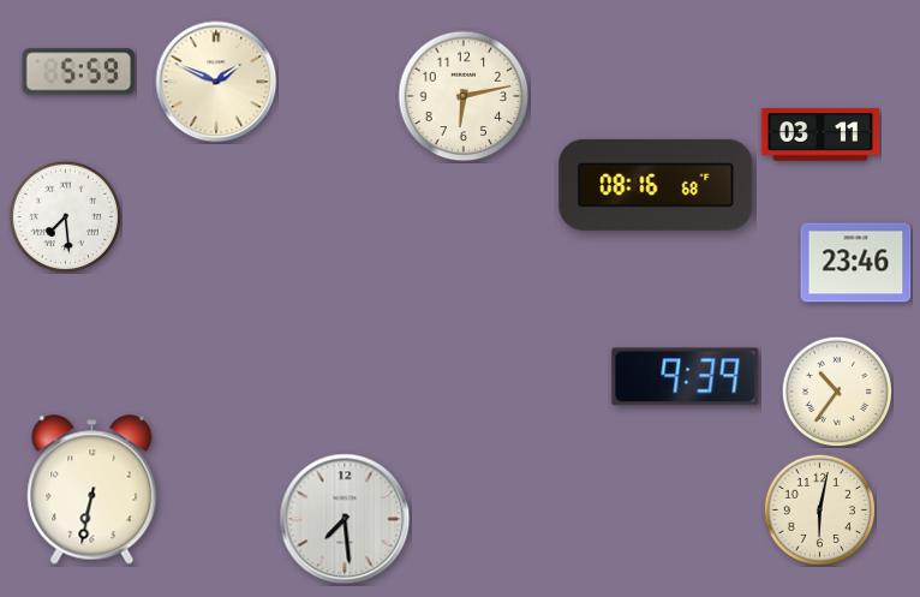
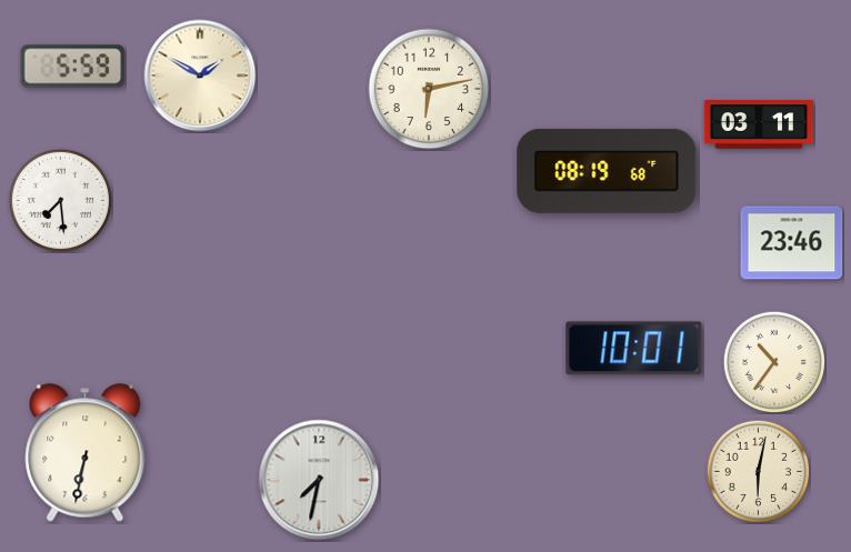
clock at (216, 82): 1:49 -> 1:50
clock at (656, 185): 08:16 -> 08:19
clock at (686, 377): 9:39 -> 10:01
clock at (345, 519): 7:29 -> 7:32
